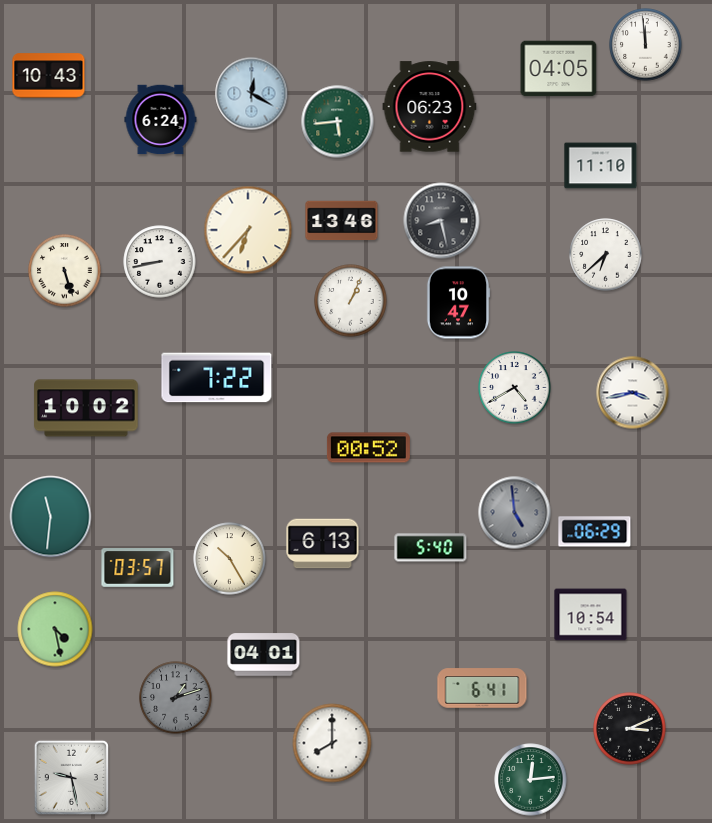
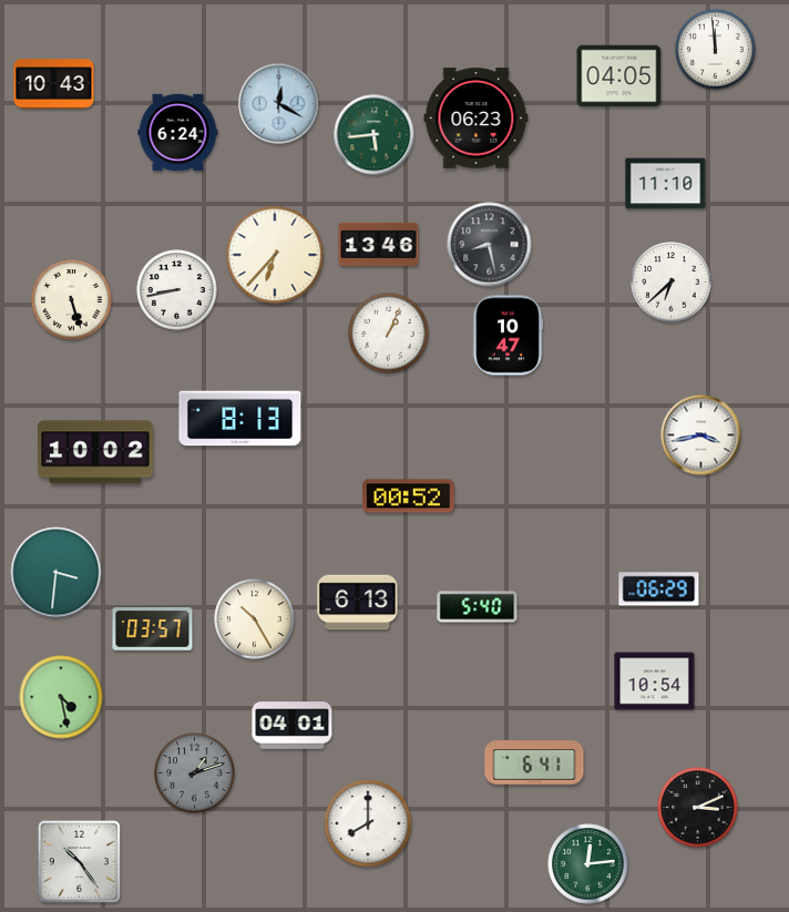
clock at (217, 378): 7:22 -> 8:13
clock at (515, 388): 4:40 -> none
clock at (515, 513): 4:59 -> none
clock at (51, 517): 11:31 -> 3:31
clock at (71, 777): 9:28 -> 10:24
